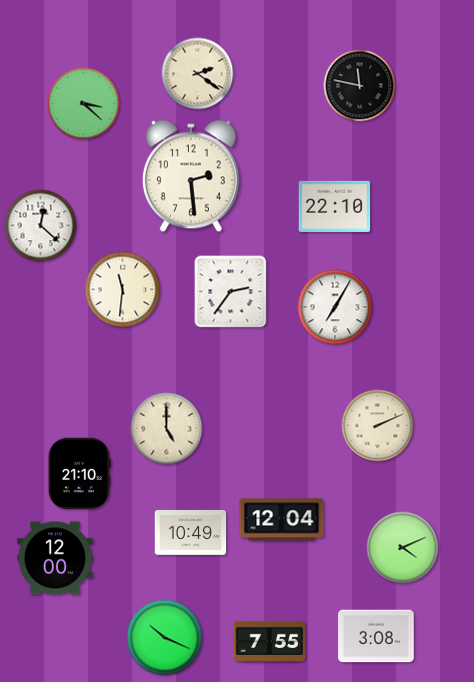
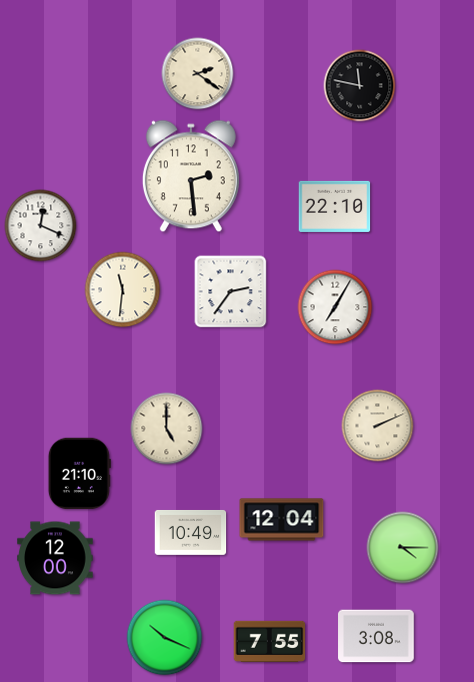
clock at (84, 104): 3:22 -> none
clock at (41, 226): 12:22 -> 12:19
clock at (403, 548): 4:11 -> 4:15
